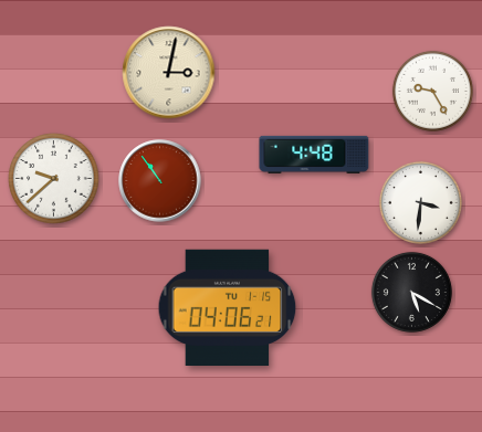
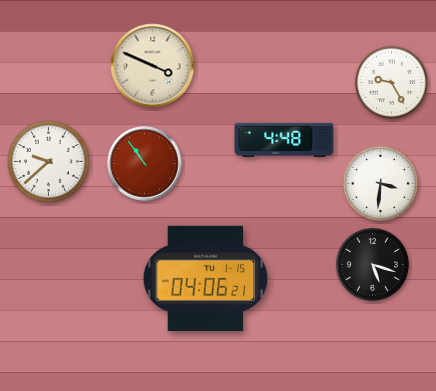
clock at (169, 73): 3:02 -> 3:49
clock at (411, 292): 5:20 -> 5:18
